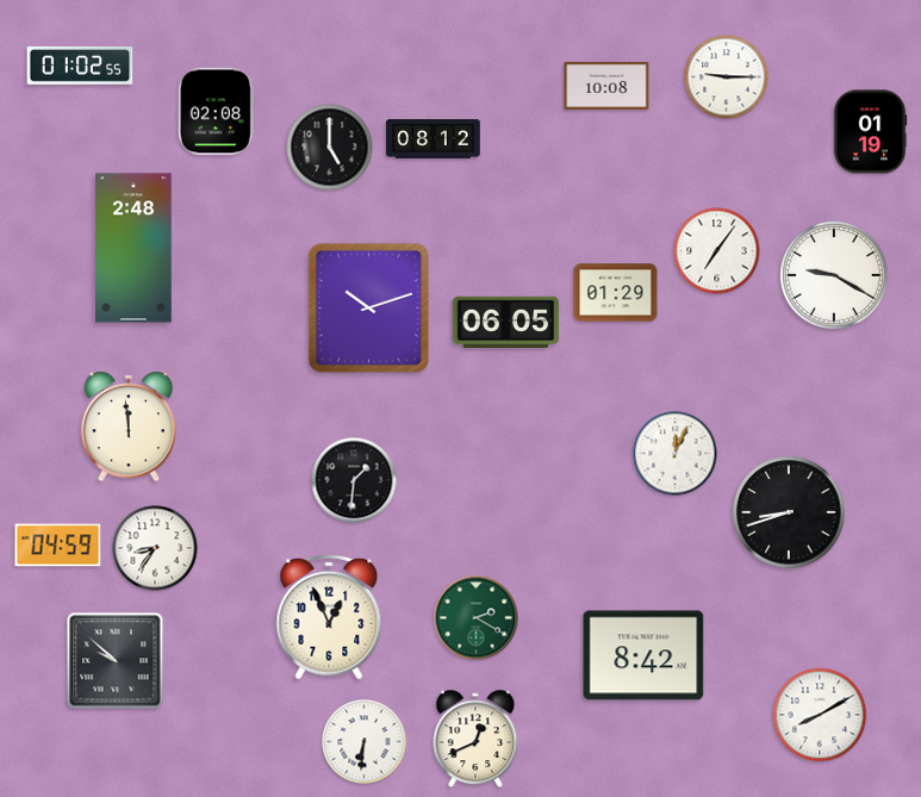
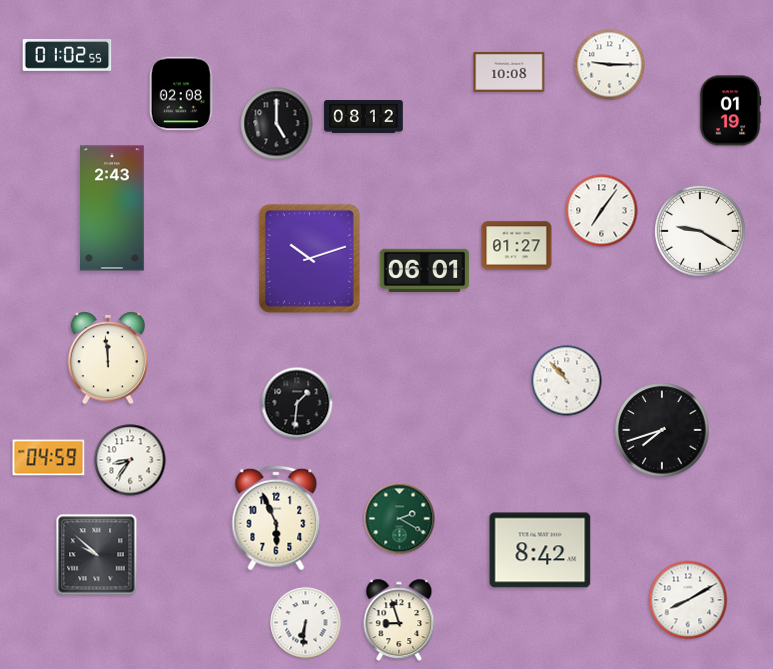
clock at (135, 248): 2:48 -> 2:43
clock at (616, 293): 01:29 -> 01:27
clock at (506, 322): 06:05 -> 06:01
clock at (676, 454): 12:04 -> 10:53
clock at (789, 512): 8:42 -> 7:42
clock at (329, 617): 12:56 -> 5:56
clock at (475, 737): 12:41 -> 8:57
